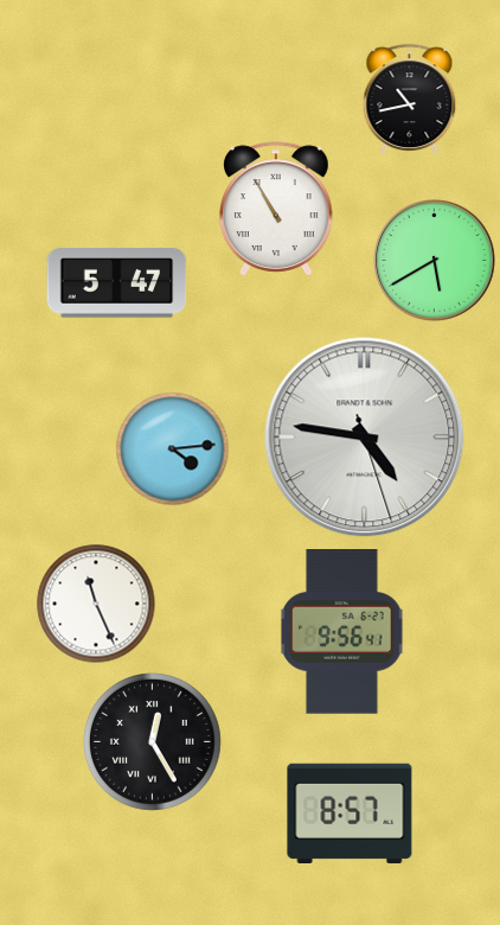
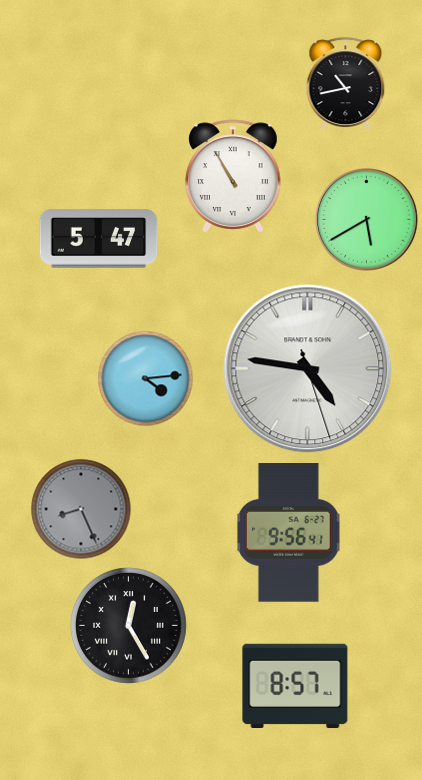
clock at (96, 604): 11:26 -> 8:26
clock at (96, 604) dial: white -> grey
